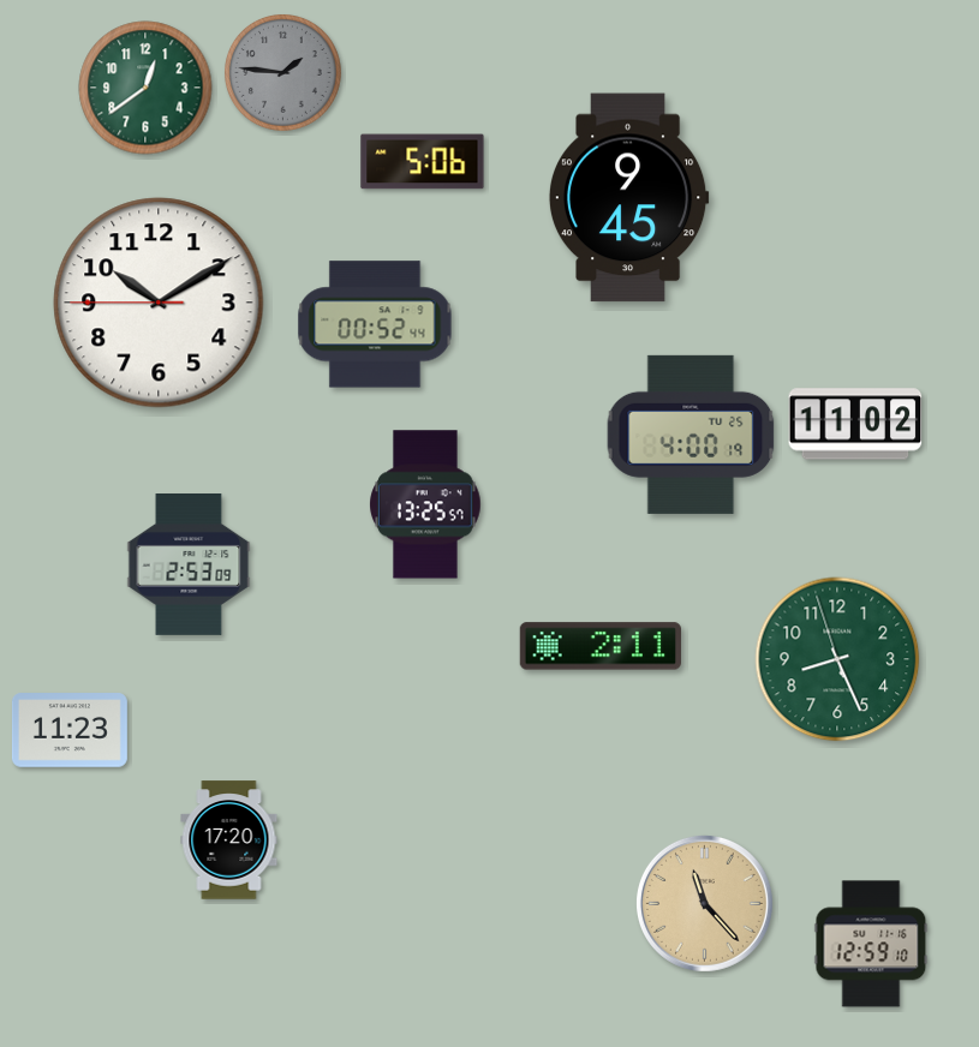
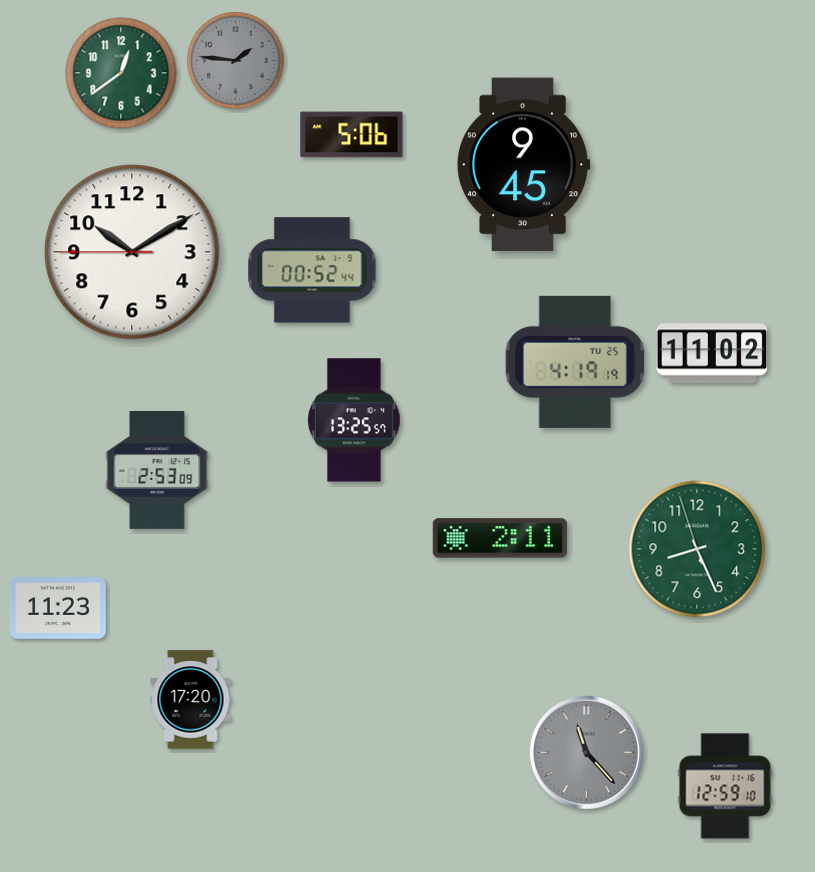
clock at (691, 435): 4:00 -> 4:19
clock at (704, 903) dial: champagne -> grey
